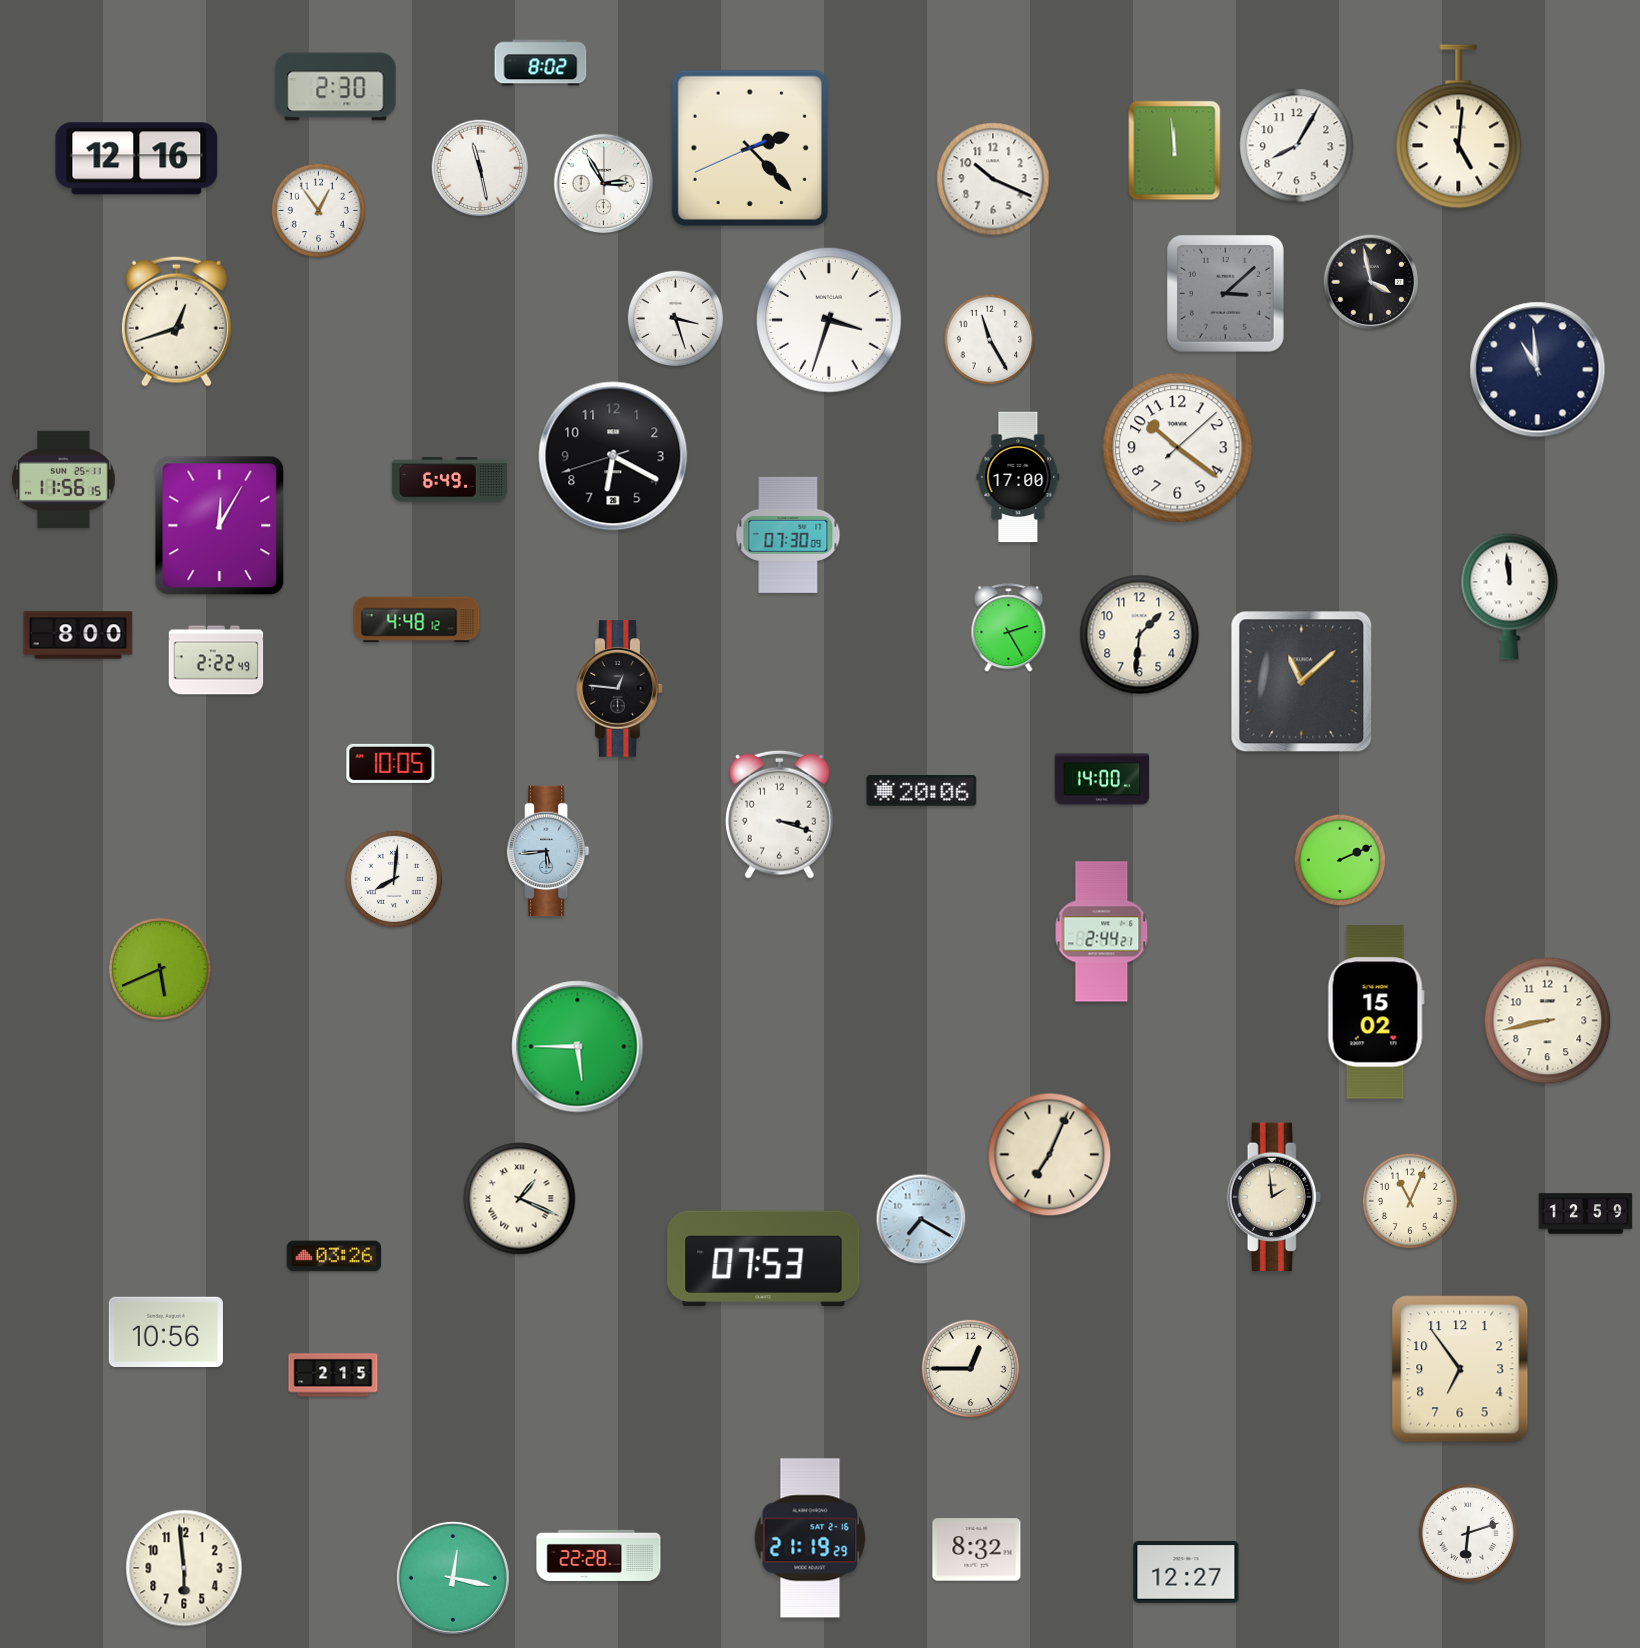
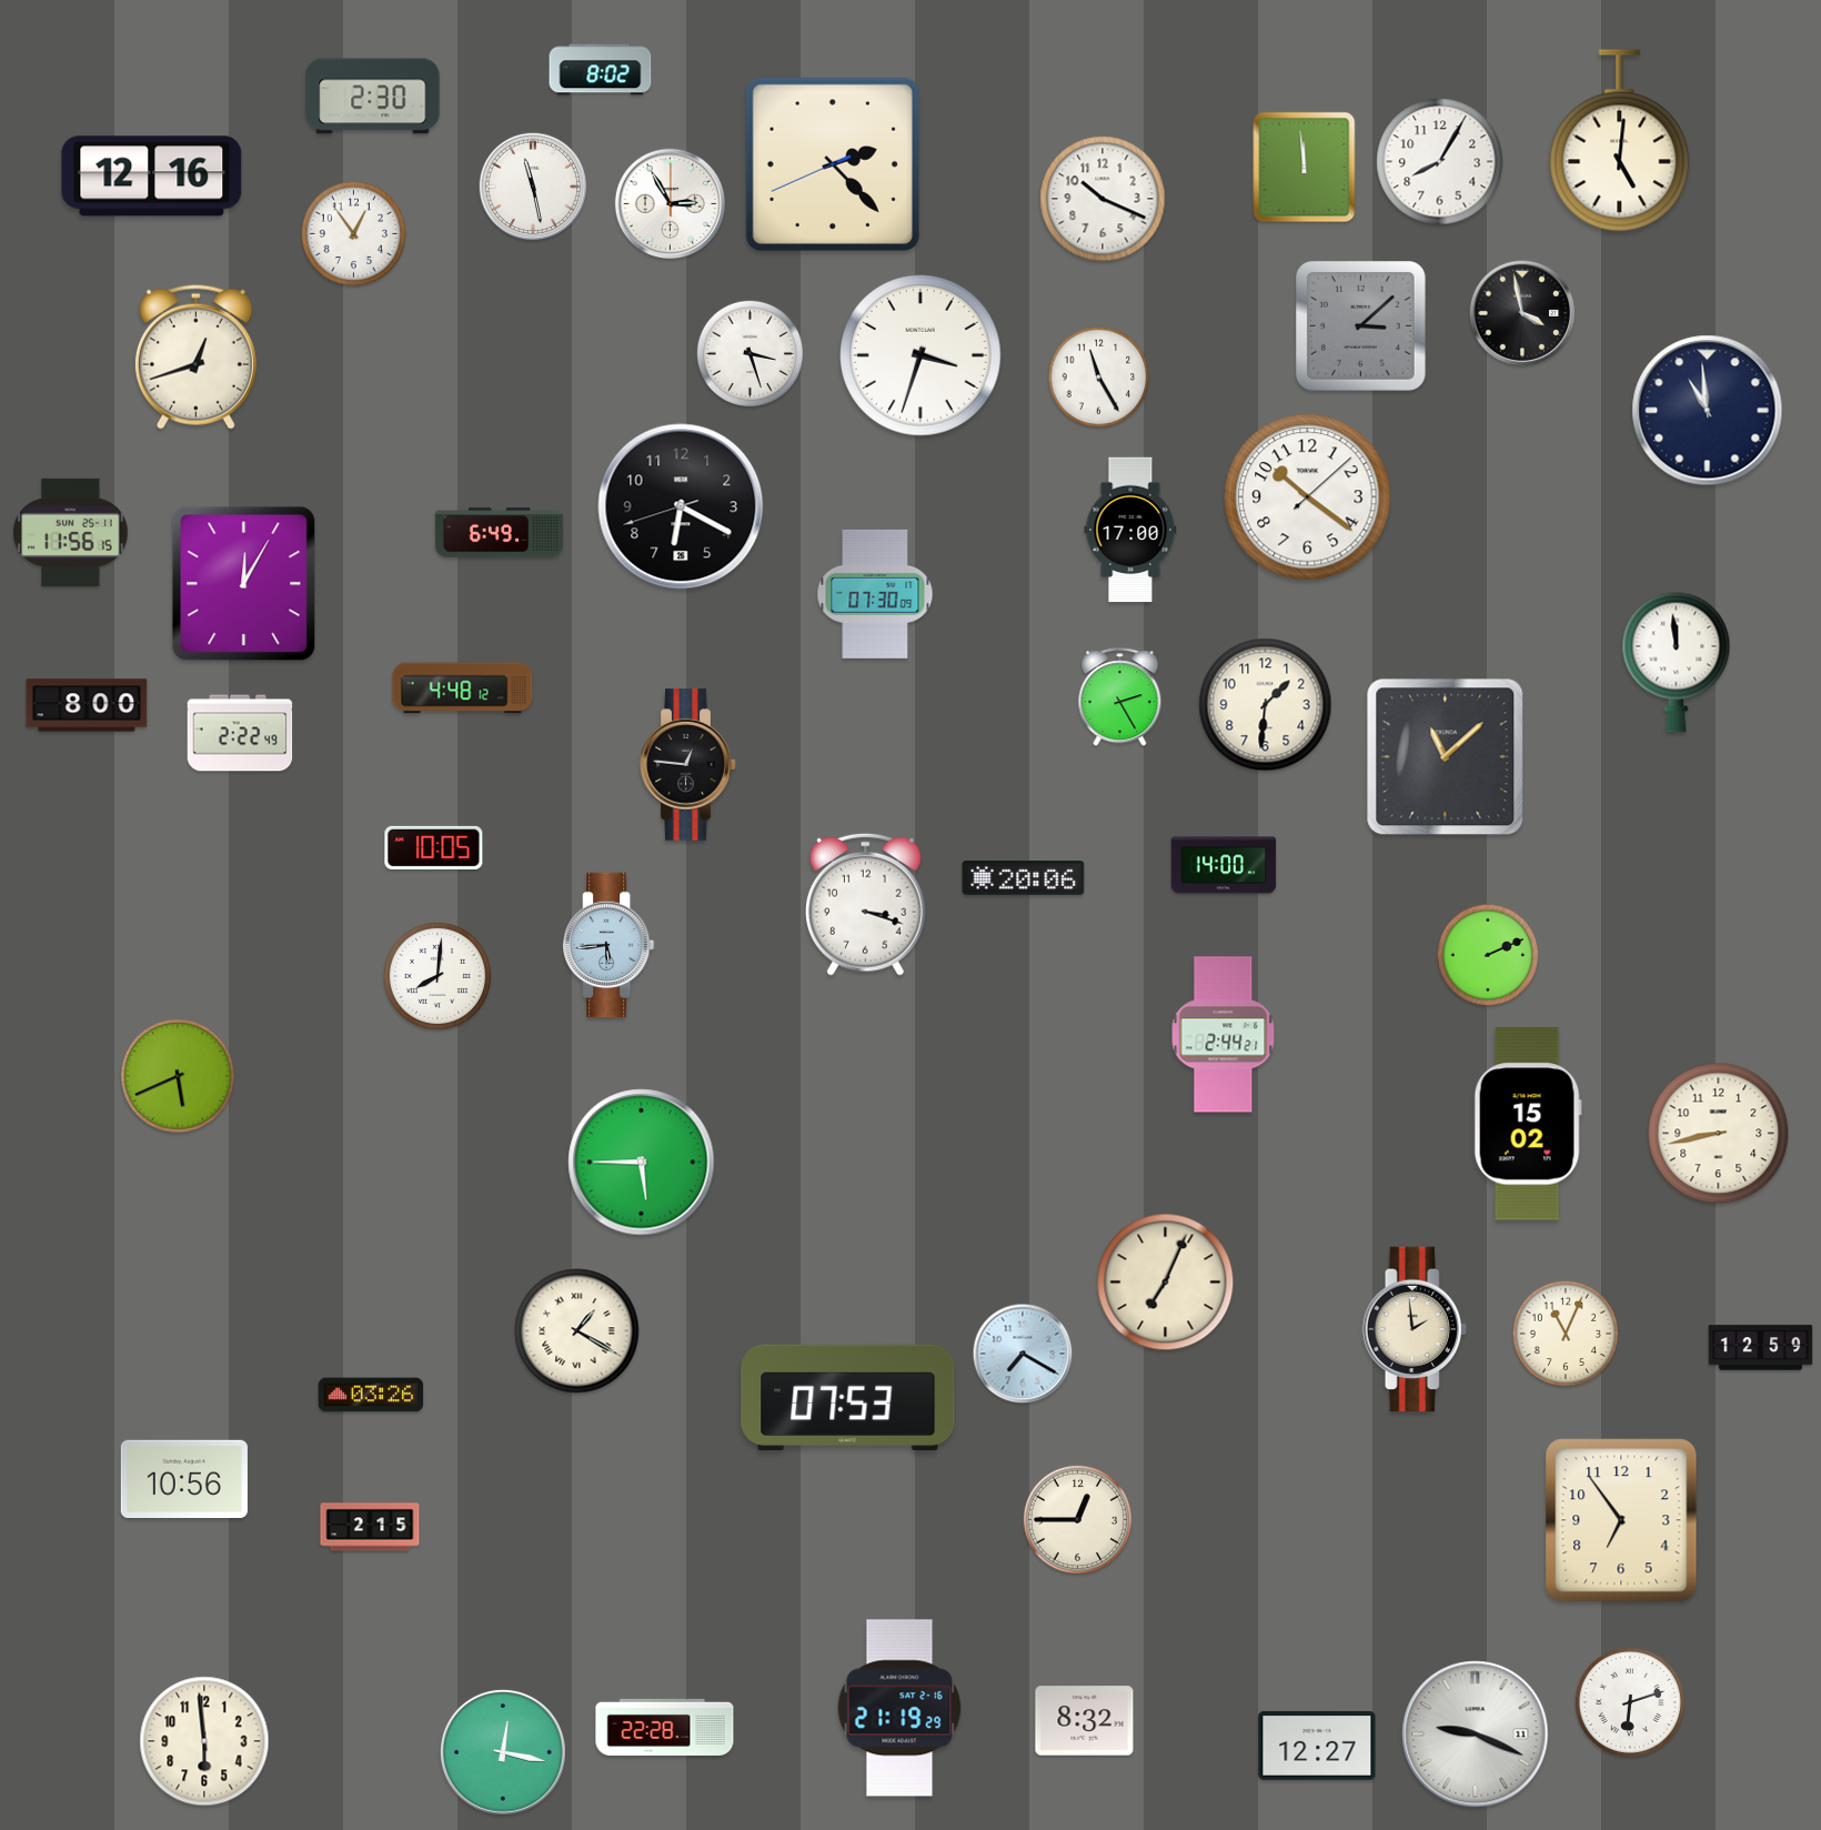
clock at (520, 1199): 1:19 -> 1:20
clock at (1476, 1735): none -> 9:19
